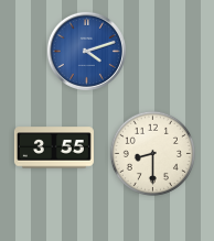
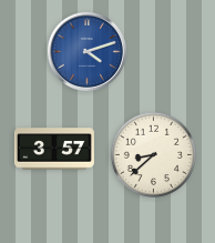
clock at (54, 147): 3:55 -> 3:57
clock at (152, 153): 8:30 -> 8:38
